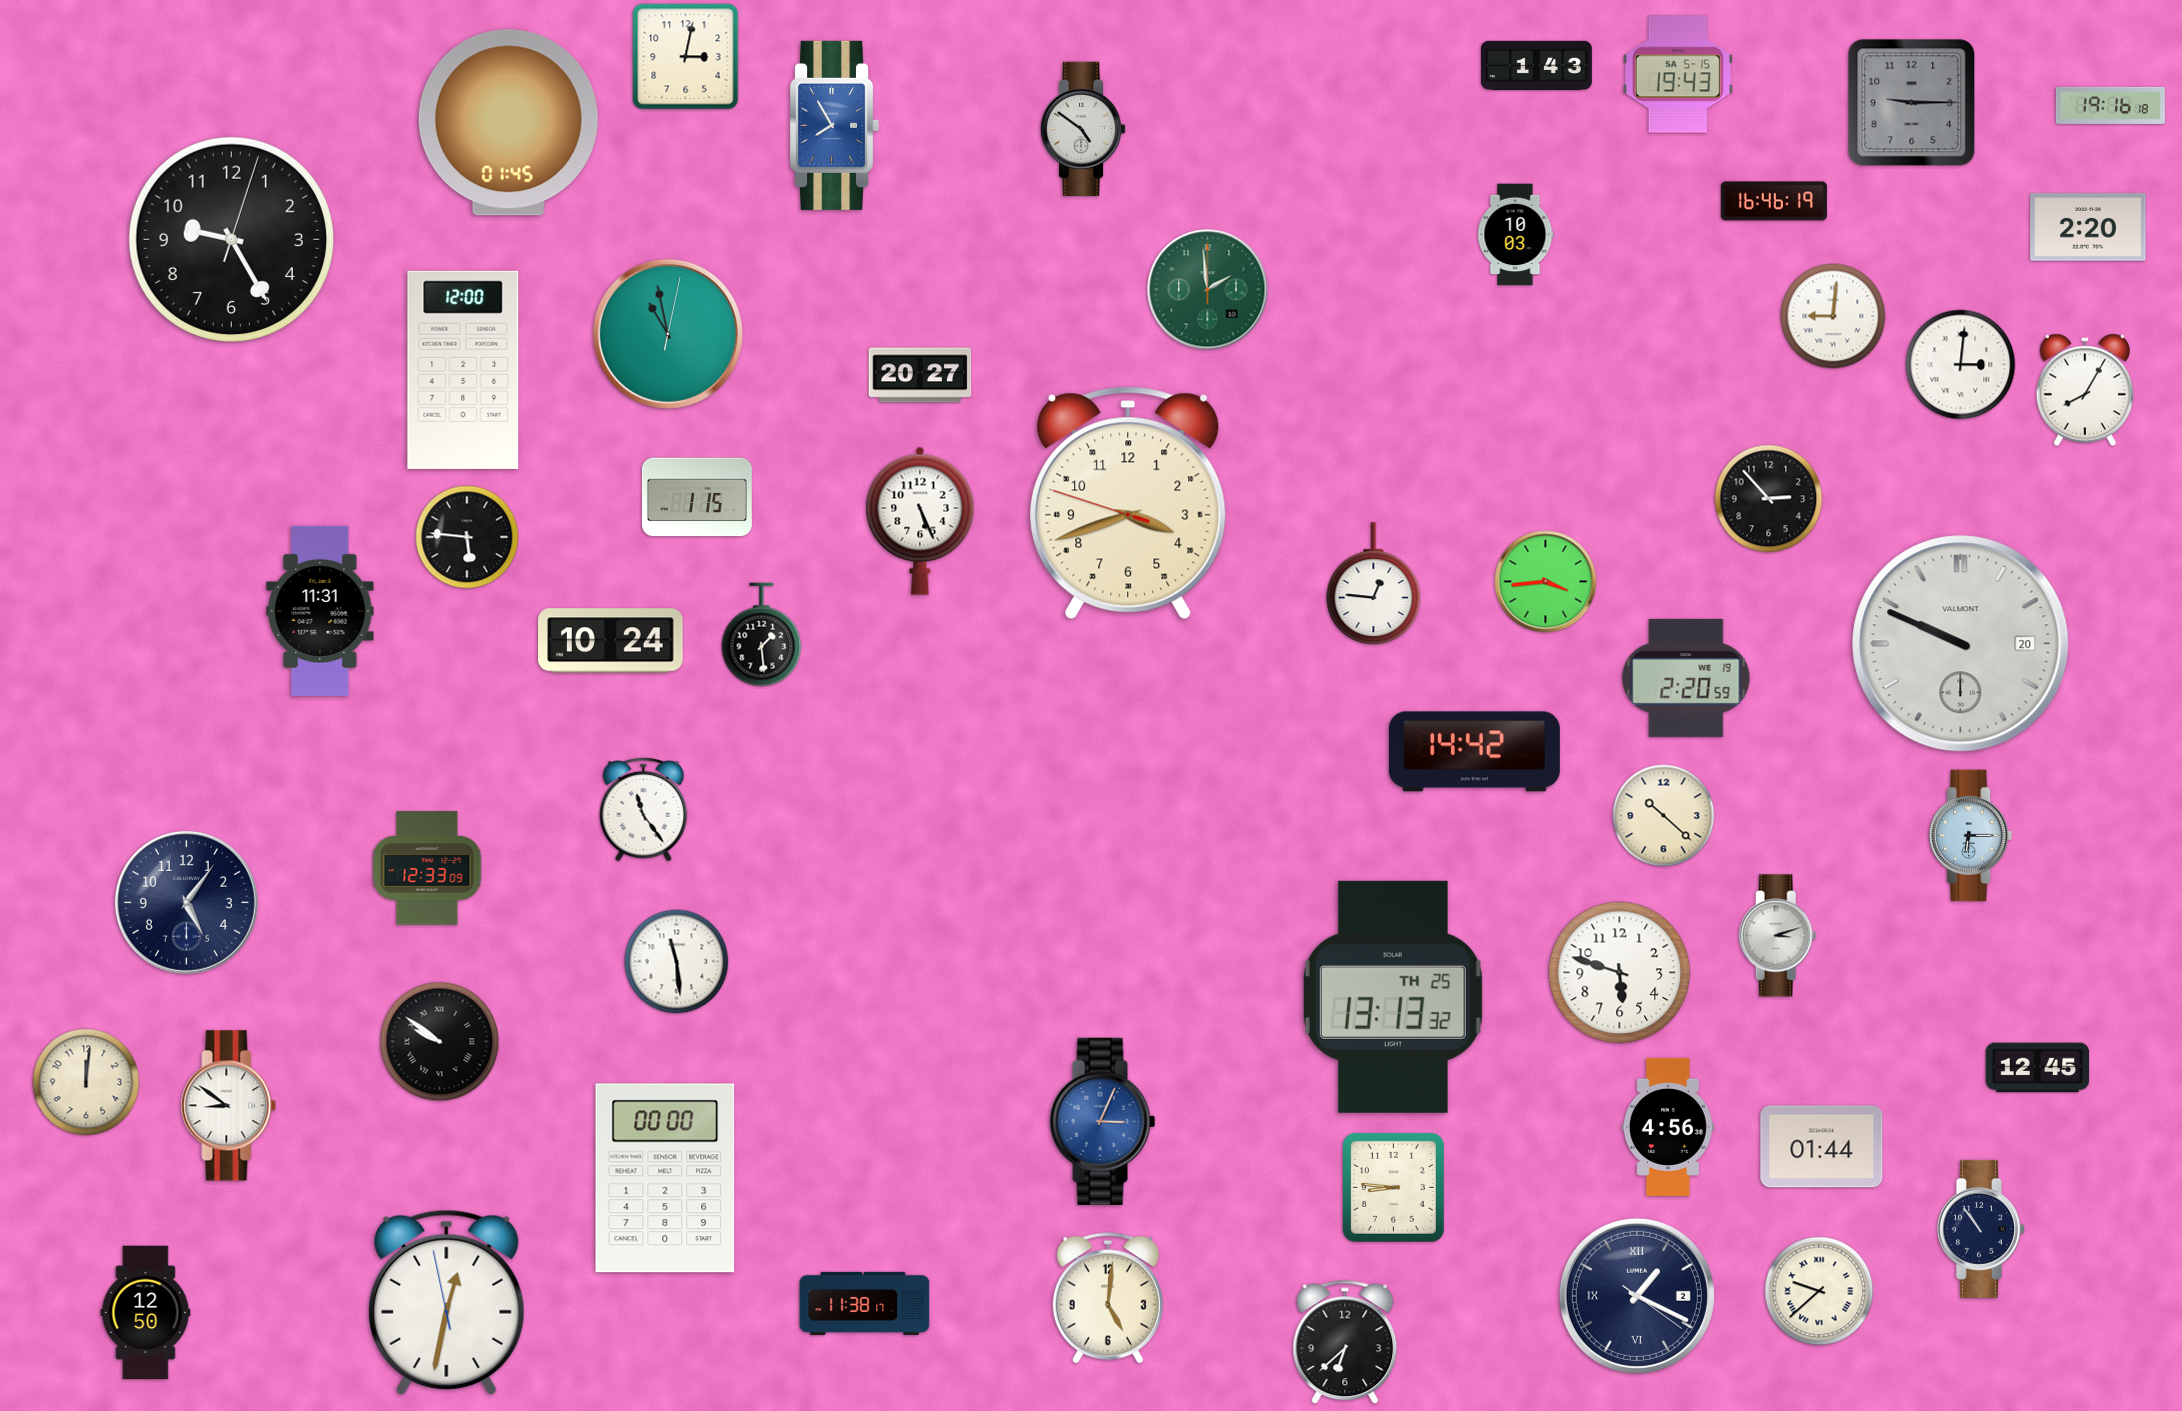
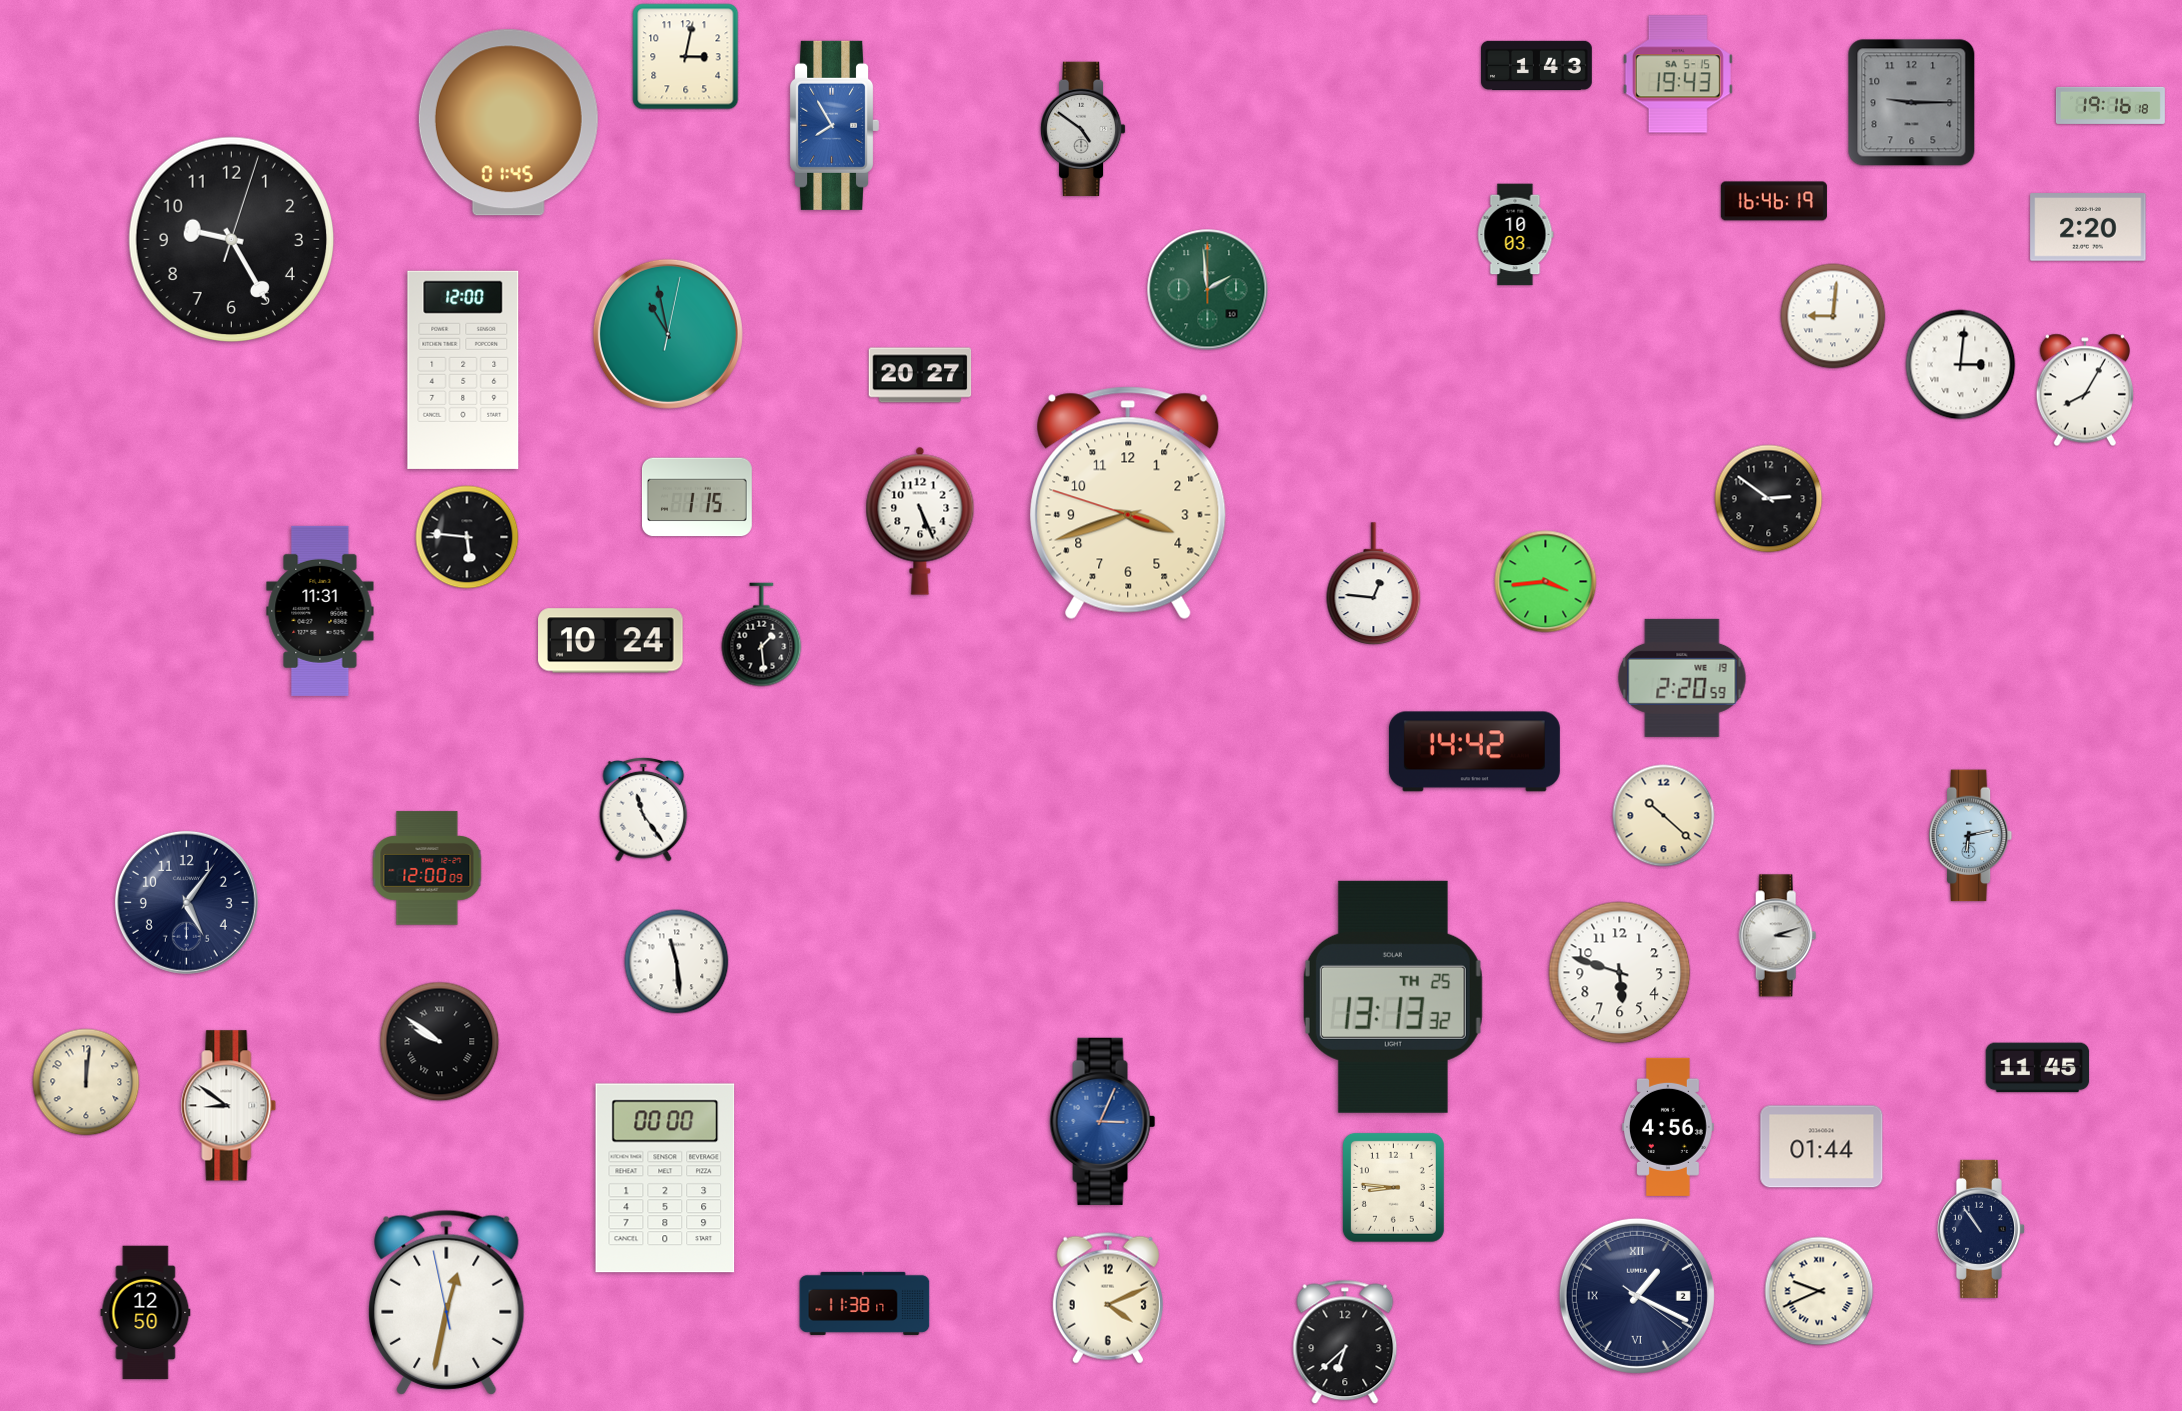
clock at (1769, 499): 2:53 -> 2:51
clock at (1961, 644): 9:49 -> none
clock at (1686, 678) position: (1686, 678) -> (1682, 678)
clock at (1971, 836): 6:15 -> 6:13
clock at (427, 868): 12:33 -> 12:00
clock at (2038, 1068): 12:45 -> 11:45
clock at (1819, 1291): 9:38 -> 9:41
clock at (1108, 1298): 5:01 -> 4:11
